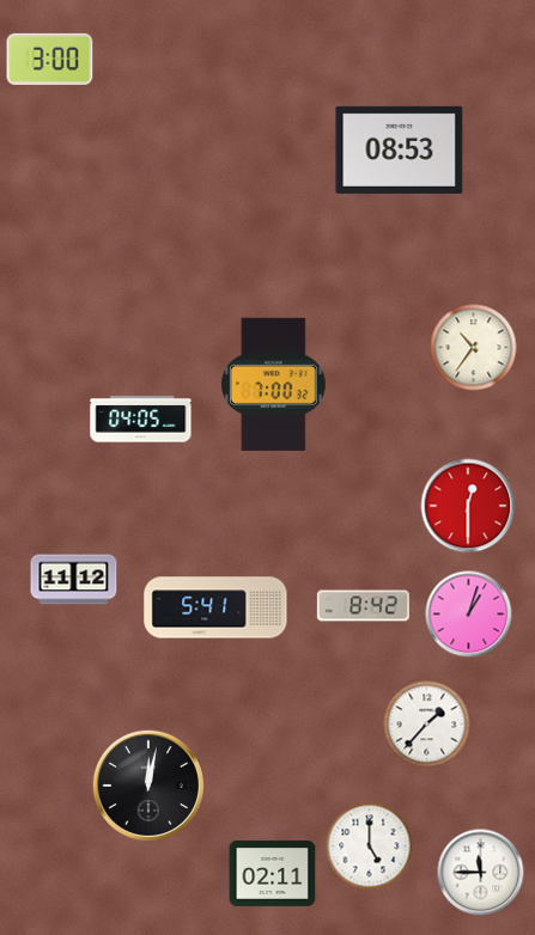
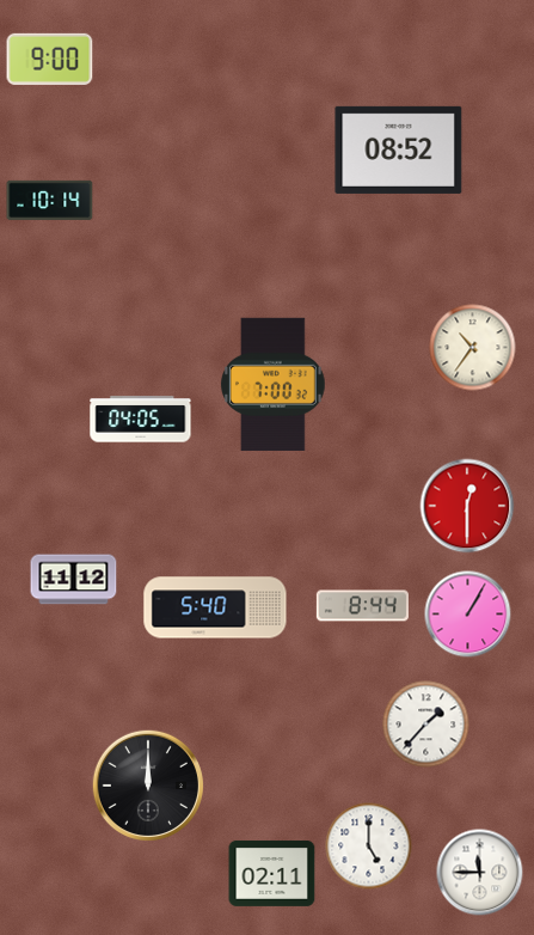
clock at (50, 59): 3:00 -> 9:00
clock at (400, 149): 08:53 -> 08:52
clock at (50, 200): none -> 10:14
clock at (363, 606): 8:42 -> 8:44
clock at (215, 607): 5:41 -> 5:40
clock at (469, 615): 1:03 -> 1:05
clock at (147, 784): 12:02 -> 12:00
